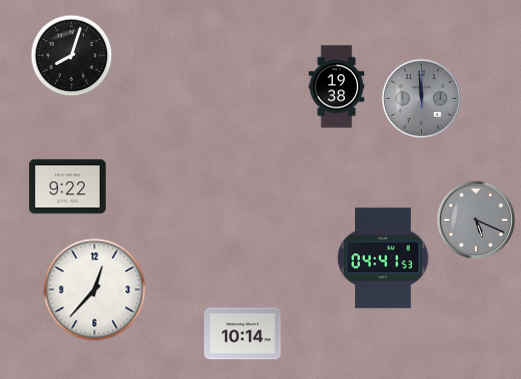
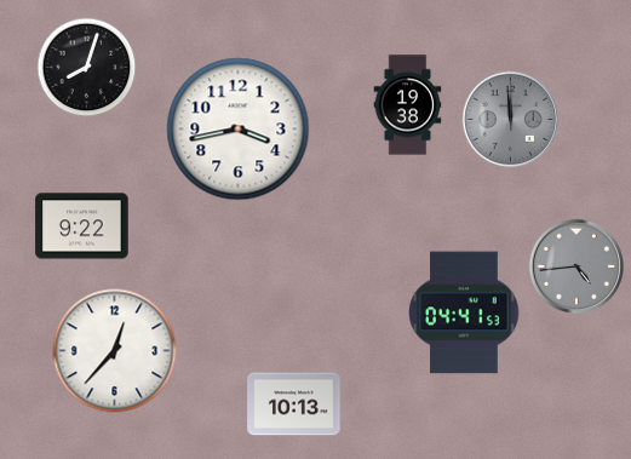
clock at (239, 130): none -> 3:43
clock at (475, 219): 5:19 -> 4:44
clock at (243, 334): 10:14 -> 10:13
